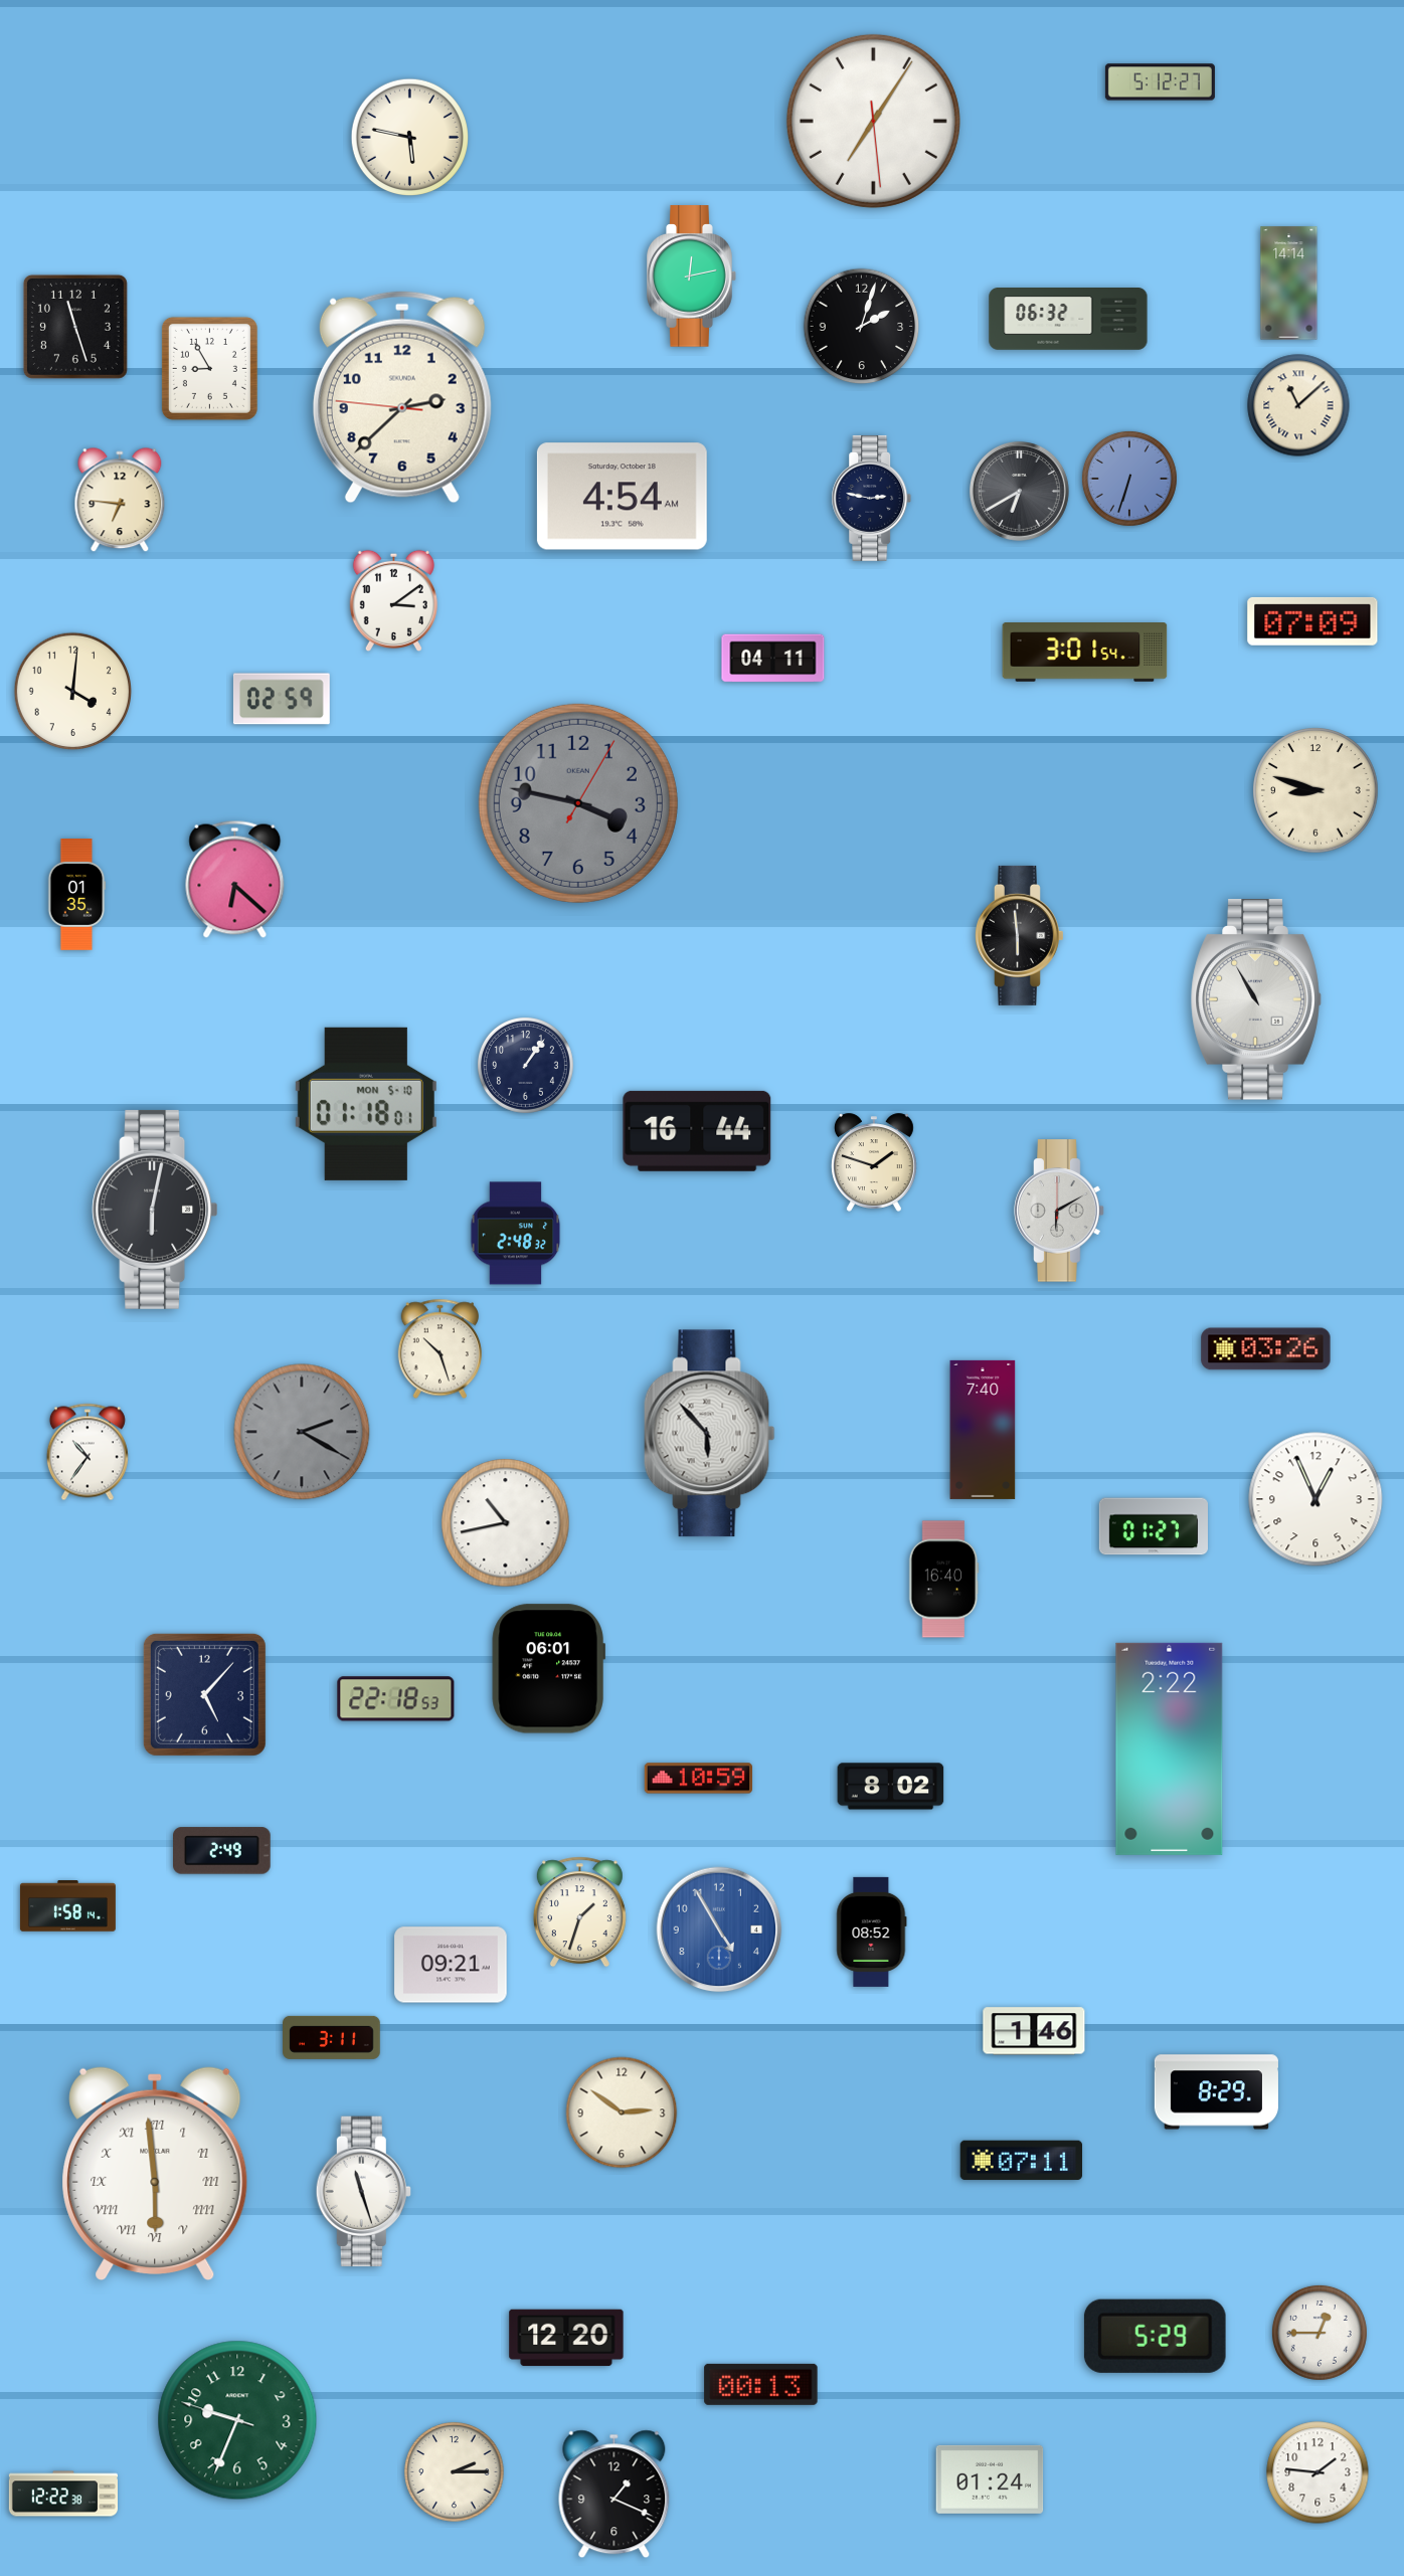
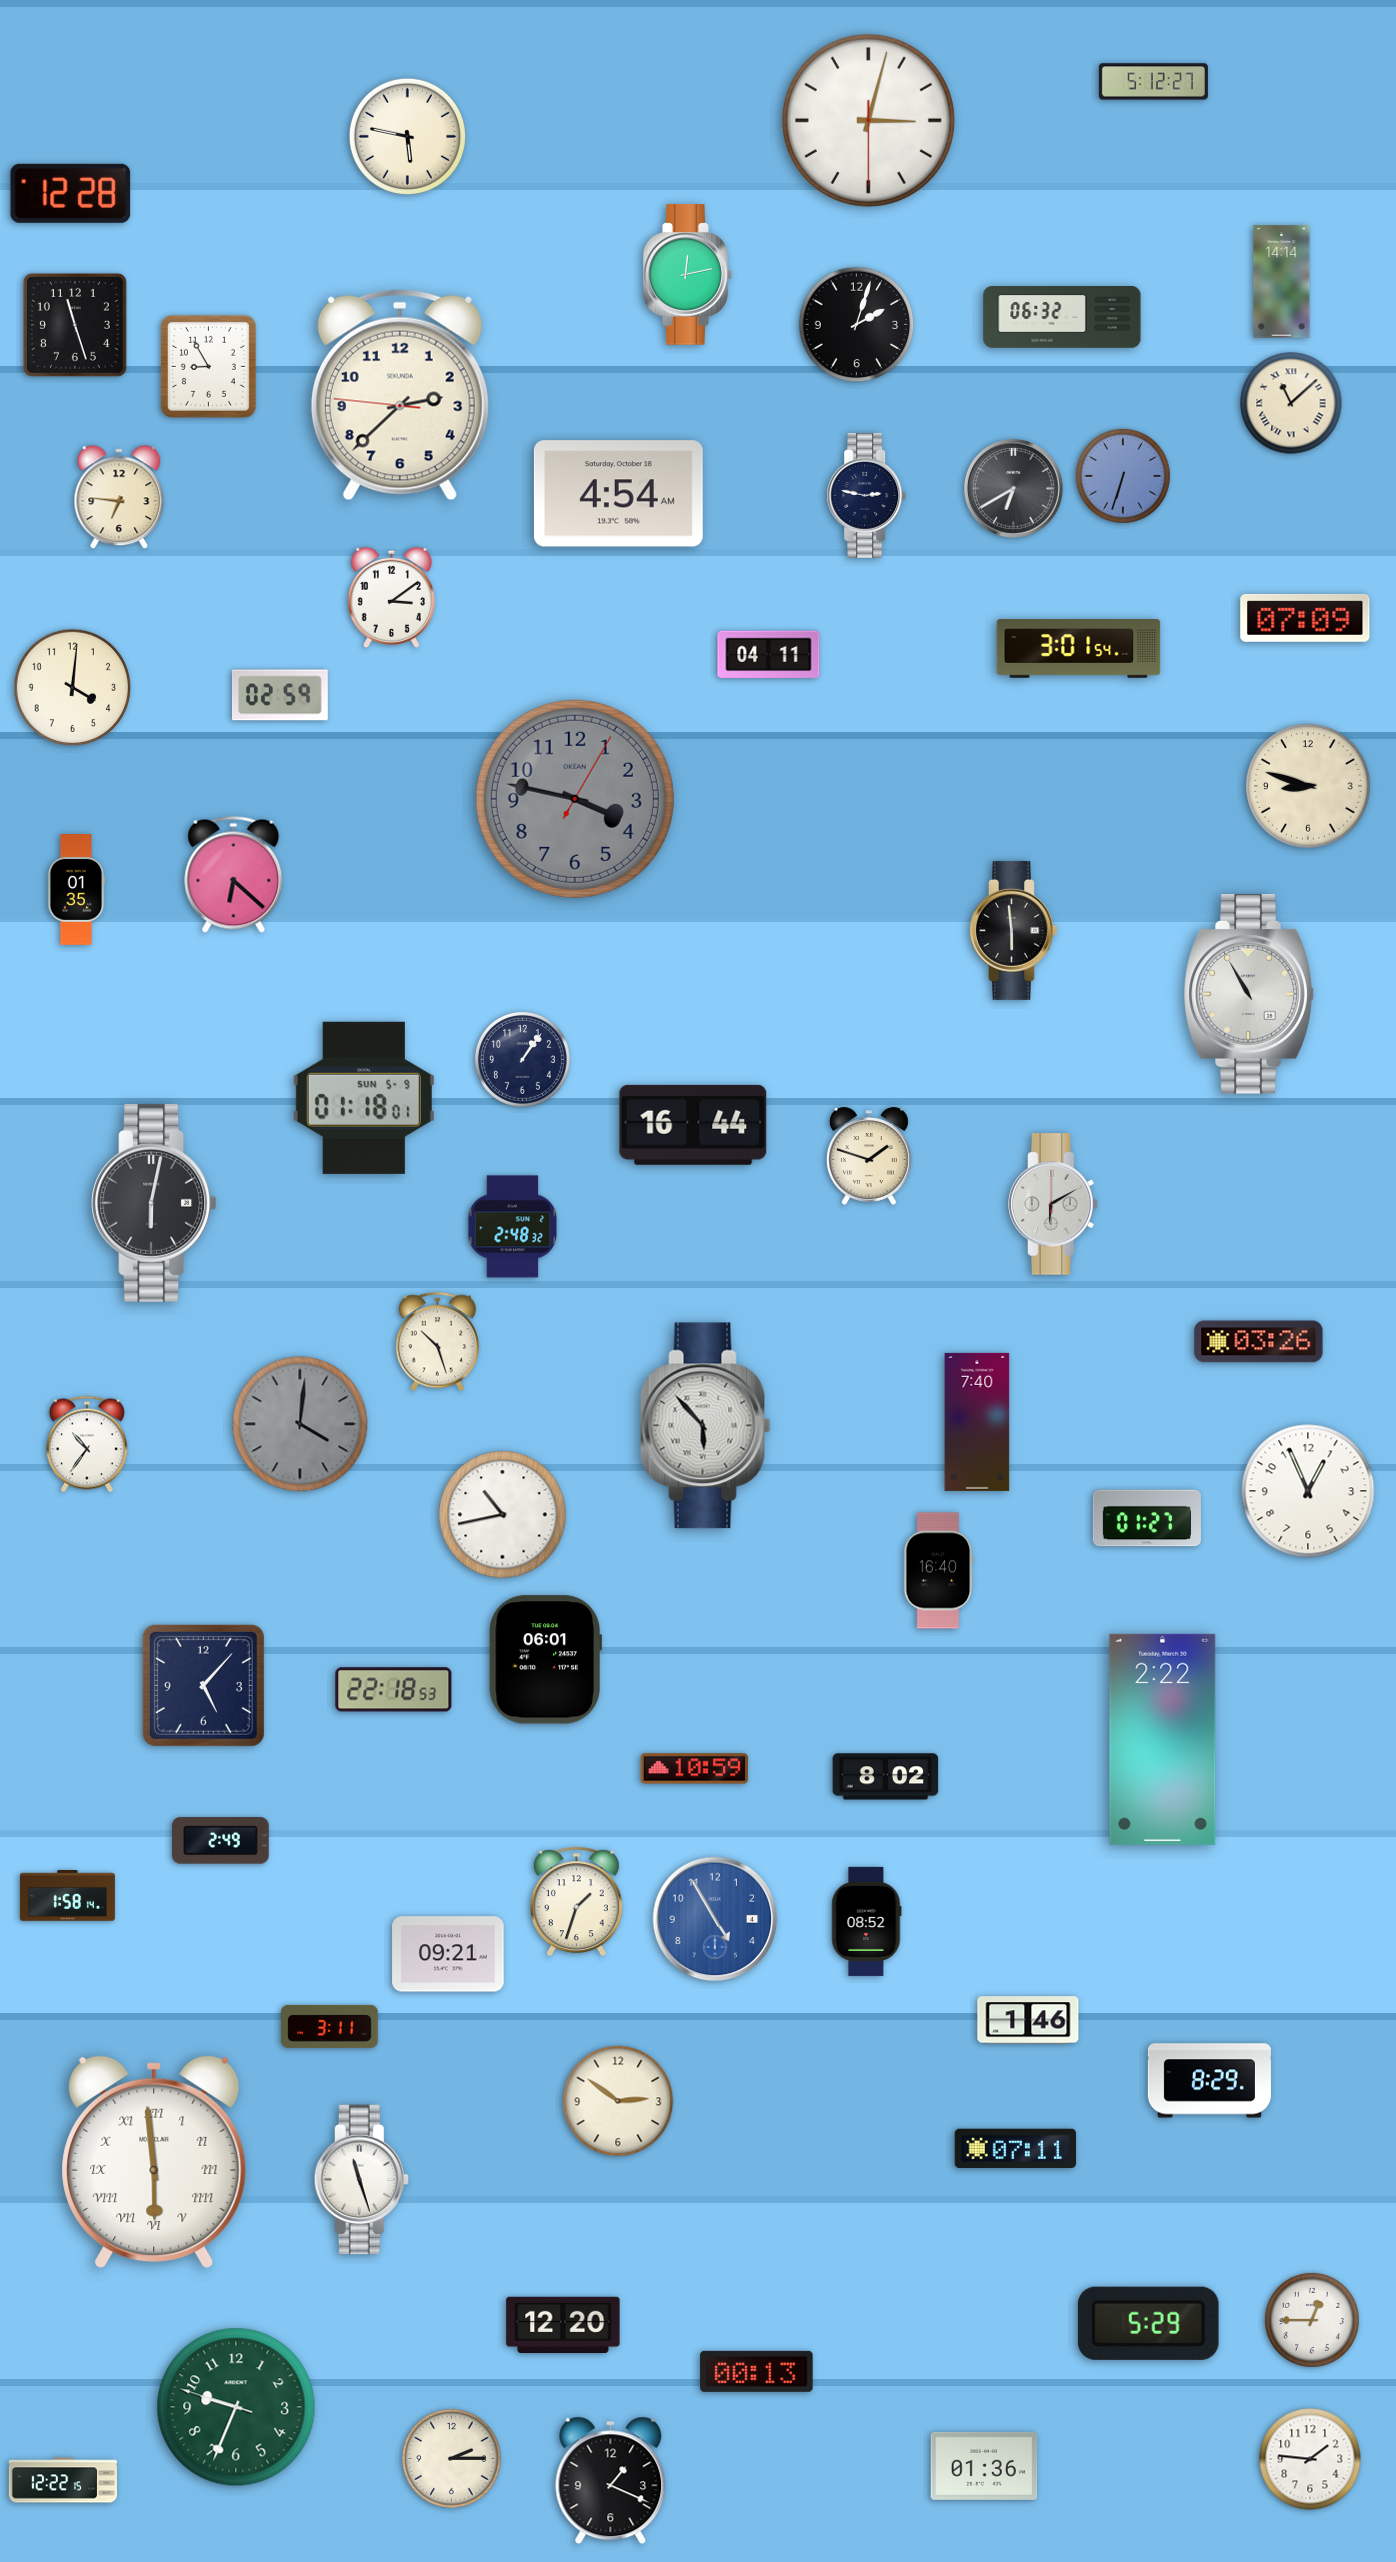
clock at (873, 121): 7:05 -> 3:02
clock at (71, 193): none -> 12:28
clock at (366, 1104) date: MON 5-10 -> SUN 5-9
clock at (302, 1432): 2:20 -> 4:01
clock at (990, 2479): 01:24 -> 01:36
clock at (62, 2494): 12:22:38 -> 12:22:15
